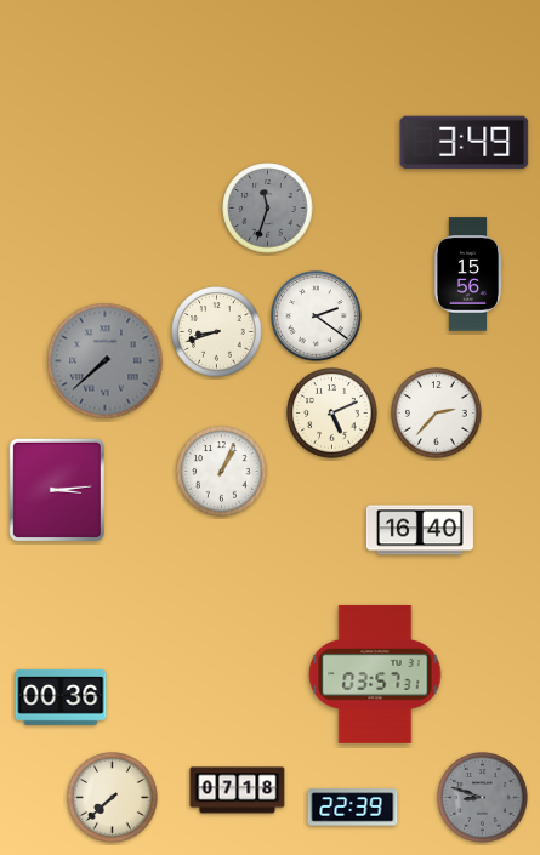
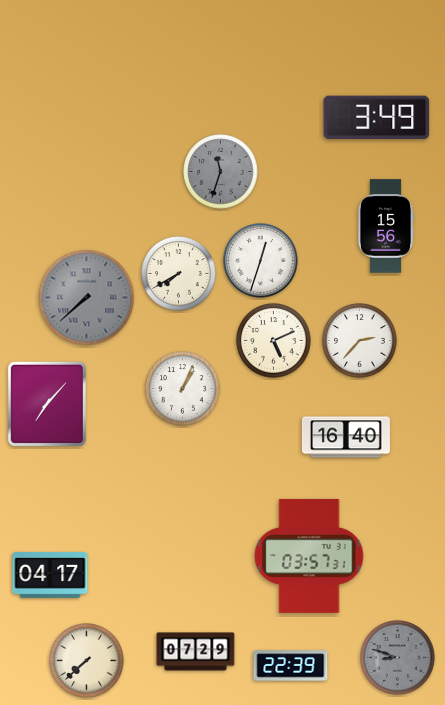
clock at (465, 143) position: (465, 143) -> (377, 118)
clock at (317, 317): 2:21 -> 12:33
clock at (217, 332): 8:42 -> 7:40
clock at (57, 490): 3:14 -> 7:07
clock at (61, 697): 00:36 -> 04:17
clock at (238, 791): 07:18 -> 07:29
clock at (113, 798) position: (113, 798) -> (87, 661)
